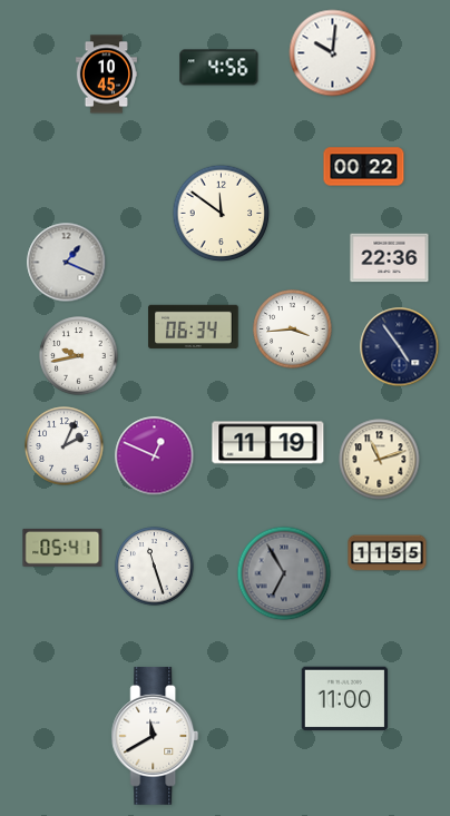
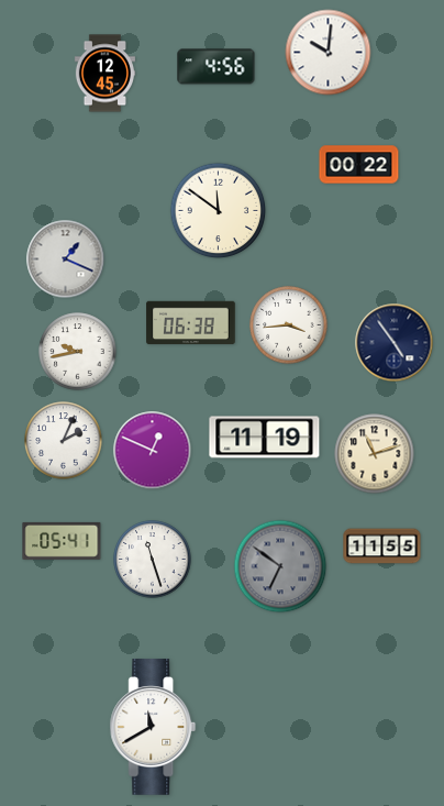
clock at (106, 75): 10:45 -> 12:45
clock at (390, 258): 22:36 -> none
clock at (194, 327): 06:34 -> 06:38
clock at (284, 573): 6:55 -> 6:51
clock at (344, 699): 11:00 -> none
